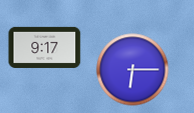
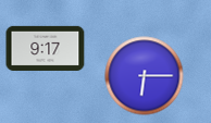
clock at (45, 47) position: (45, 47) -> (46, 48)
